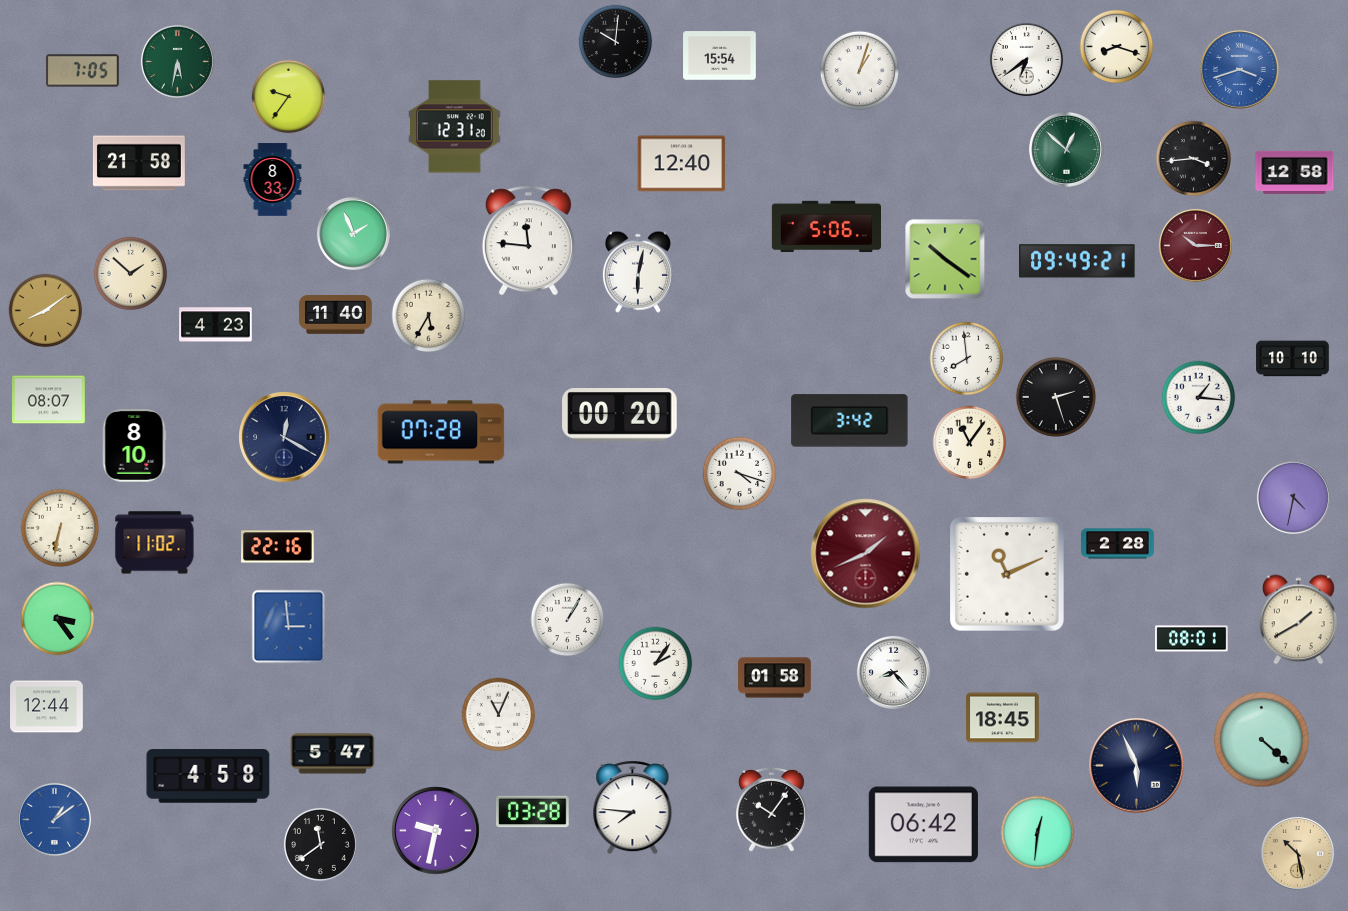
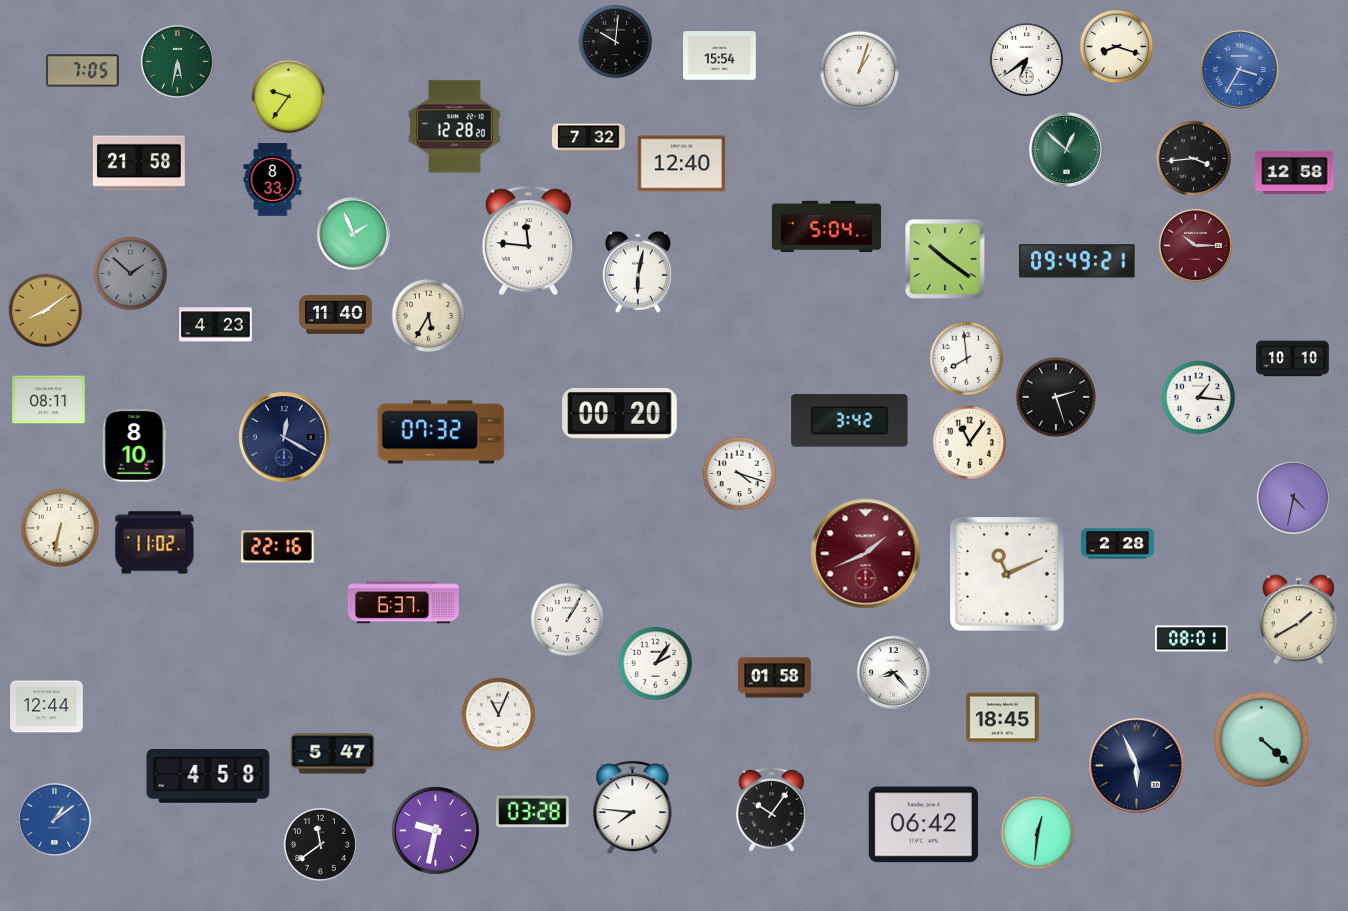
clock at (1239, 69): 3:42 -> 3:35
clock at (454, 127): 12:31 -> 12:28
clock at (589, 138): none -> 7:32
clock at (826, 227): 5:06 -> 5:04
clock at (131, 274) dial: cream -> grey
clock at (49, 400): 08:07 -> 08:11
clock at (441, 432): 07:28 -> 07:32
clock at (403, 603): none -> 6:37
clock at (58, 619): 3:24 -> none
clock at (289, 627): 2:59 -> none
clock at (1297, 853): 10:28 -> none
